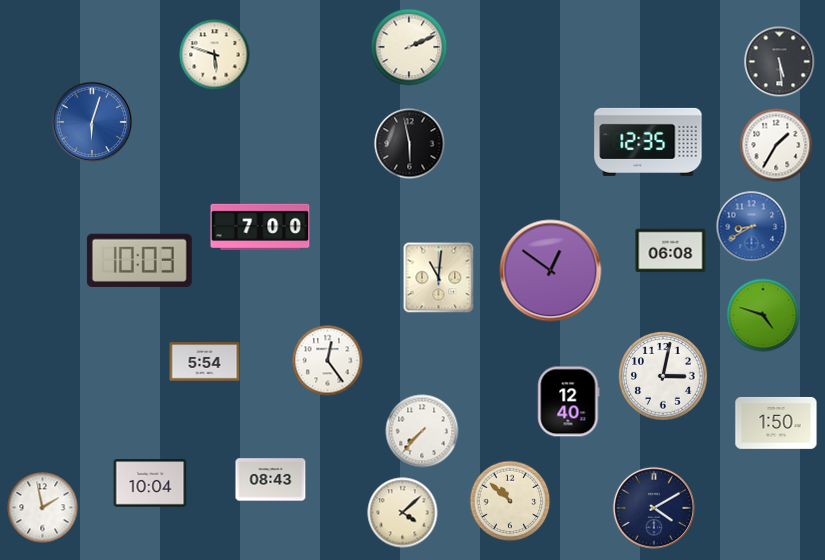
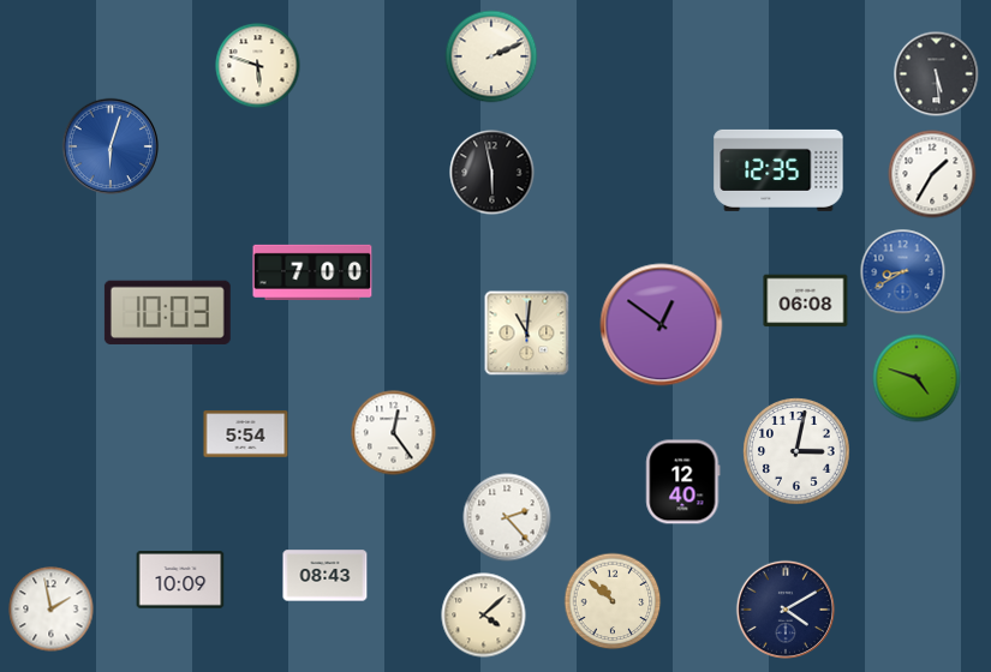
clock at (776, 423): 1:50 -> none
clock at (422, 431): 7:37 -> 2:23
clock at (150, 483): 10:04 -> 10:09
